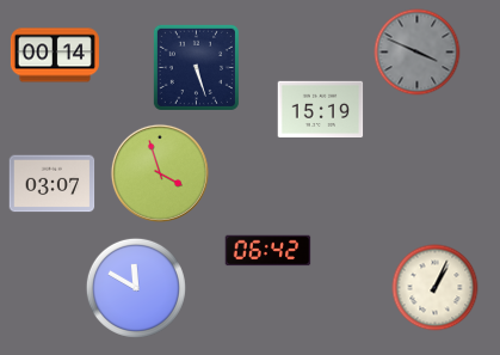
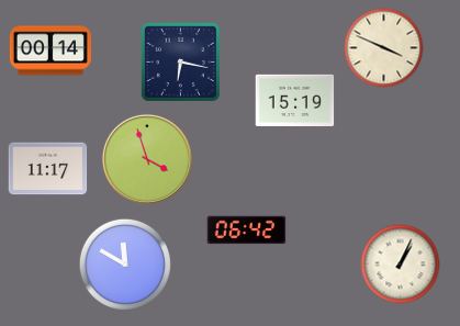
clock at (418, 53) dial: grey -> cream
clock at (196, 67): 5:27 -> 6:17
clock at (53, 184): 03:07 -> 11:17
